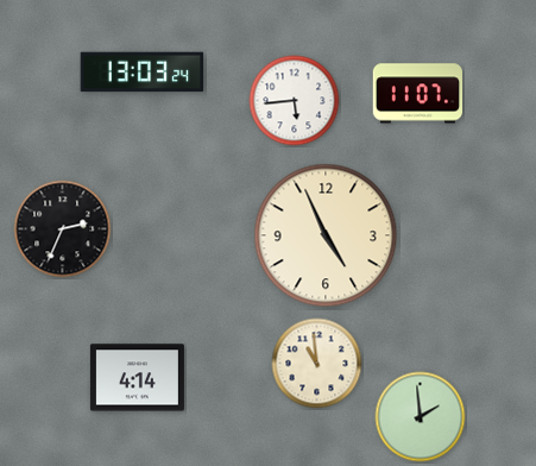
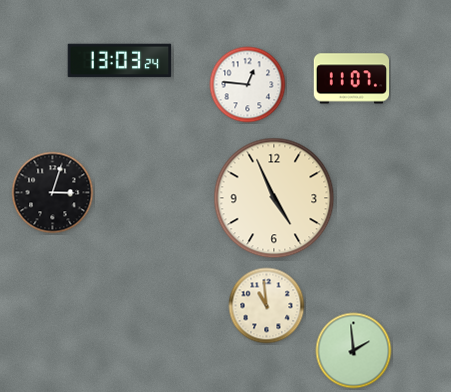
clock at (295, 101): 5:44 -> 12:46
clock at (63, 229): 2:34 -> 3:03
clock at (137, 378): 4:14 -> none
